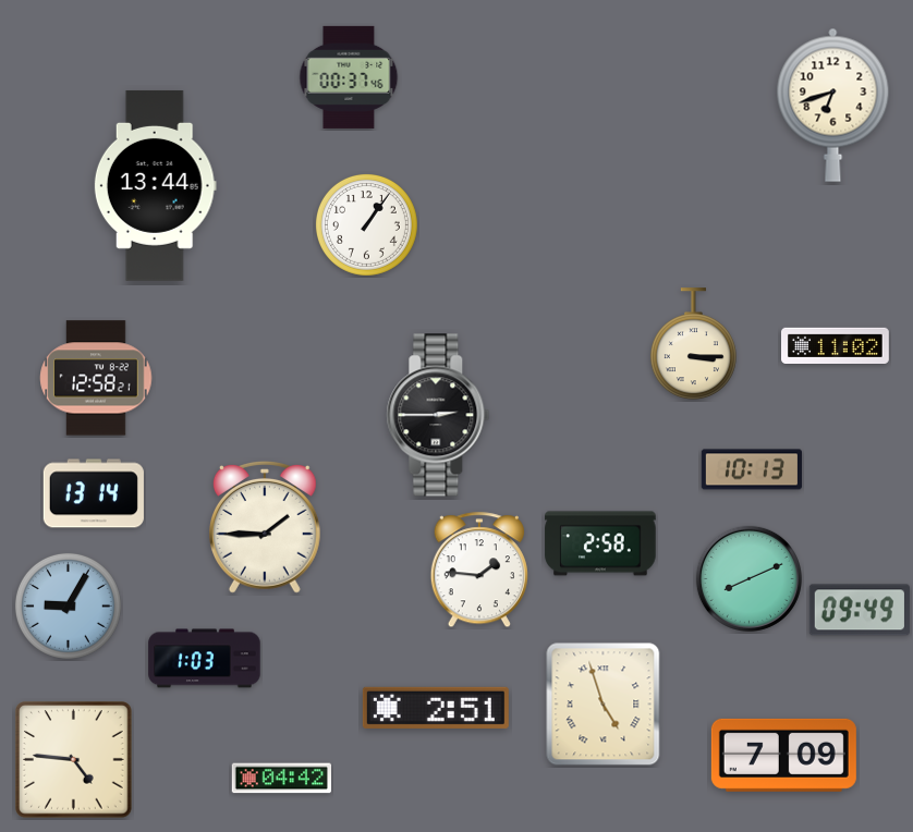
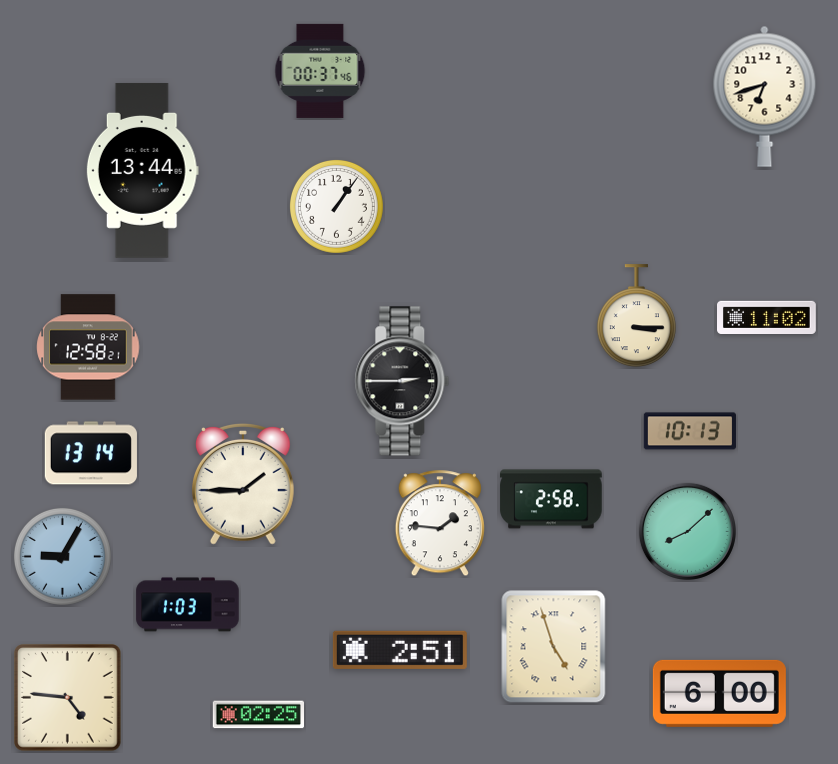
clock at (94, 493) position: (94, 493) -> (91, 453)
clock at (748, 578): 8:11 -> 8:08
clock at (860, 610): 09:49 -> none
clock at (783, 755): 7:09 -> 6:00
clock at (281, 779): 04:42 -> 02:25
